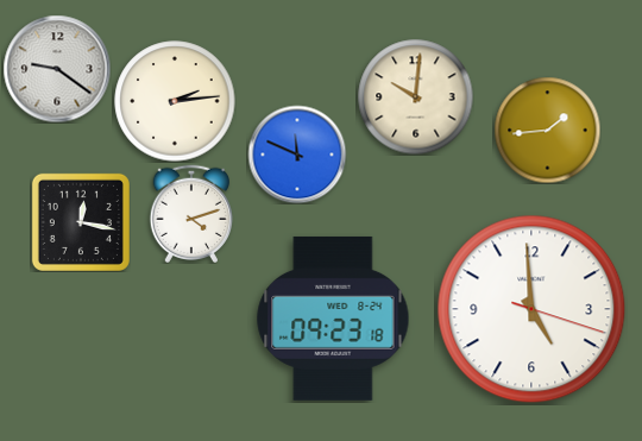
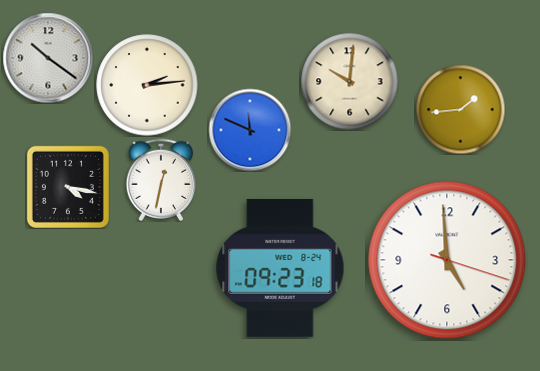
clock at (57, 69): 9:21 -> 10:21
clock at (191, 213): 4:12 -> 12:32
clock at (81, 222): 12:17 -> 4:17
